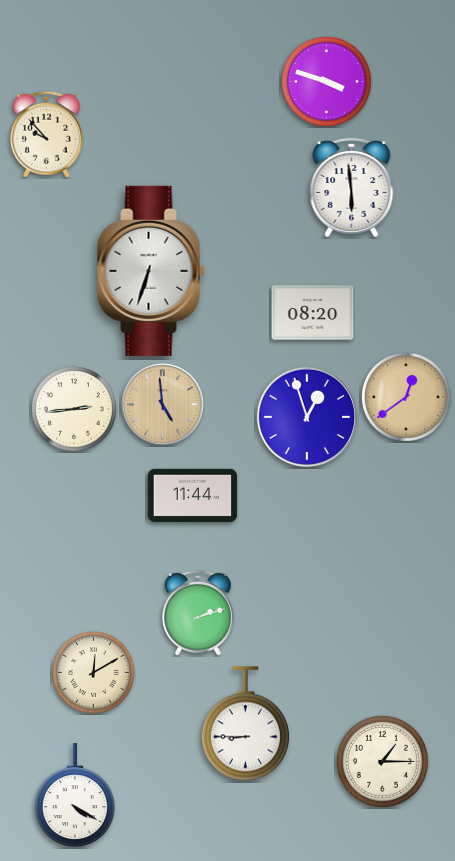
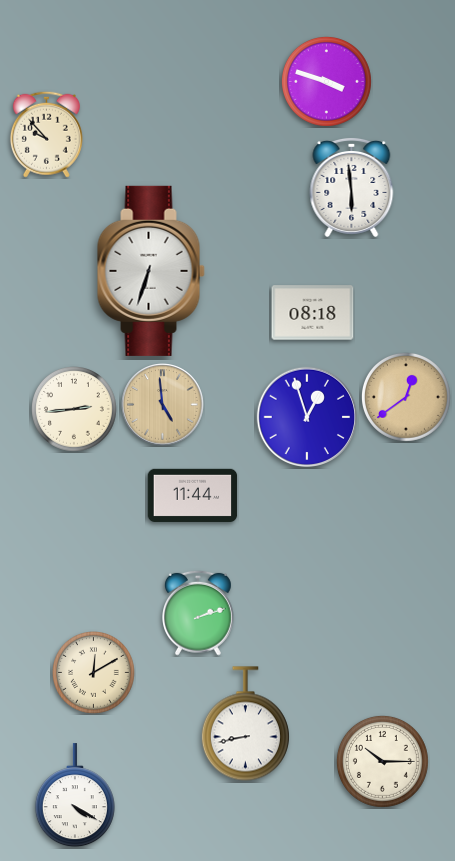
clock at (313, 313): 08:20 -> 08:18
clock at (245, 724): 8:45 -> 8:43
clock at (382, 761): 1:15 -> 10:15
